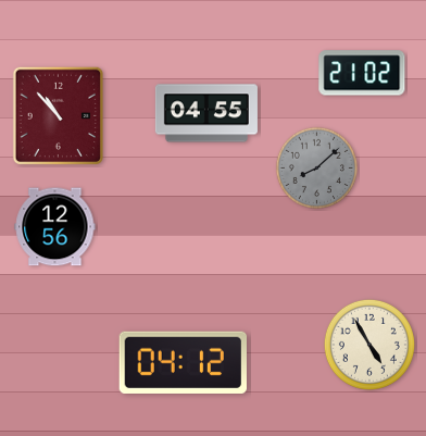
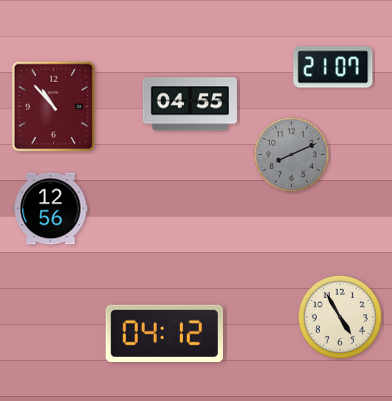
clock at (362, 73): 21:02 -> 21:07
clock at (316, 167): 8:08 -> 8:11
clock at (183, 362) position: (183, 362) -> (164, 333)
